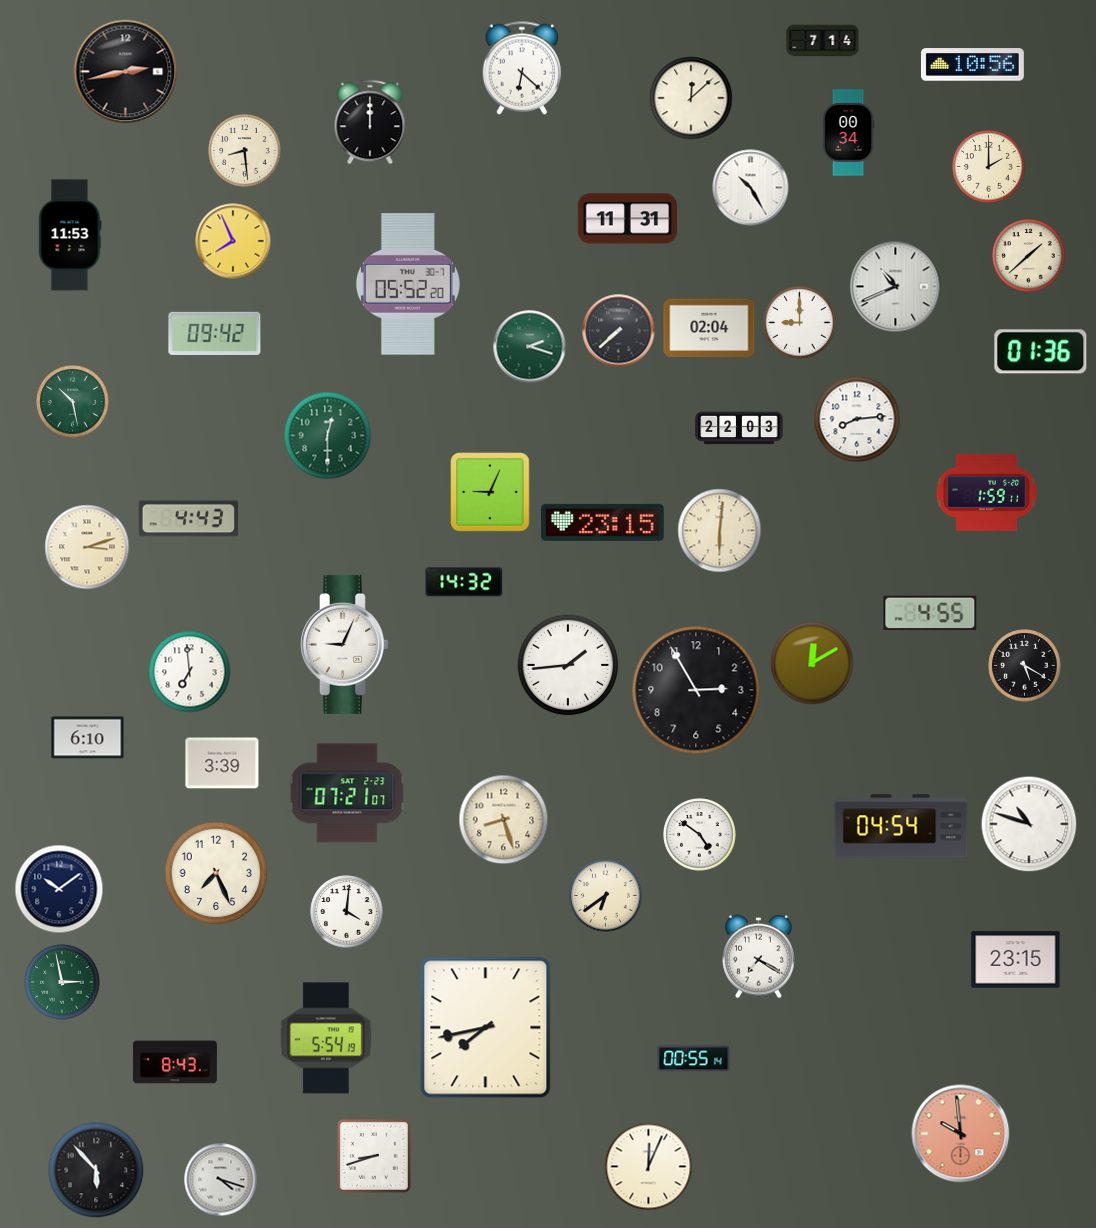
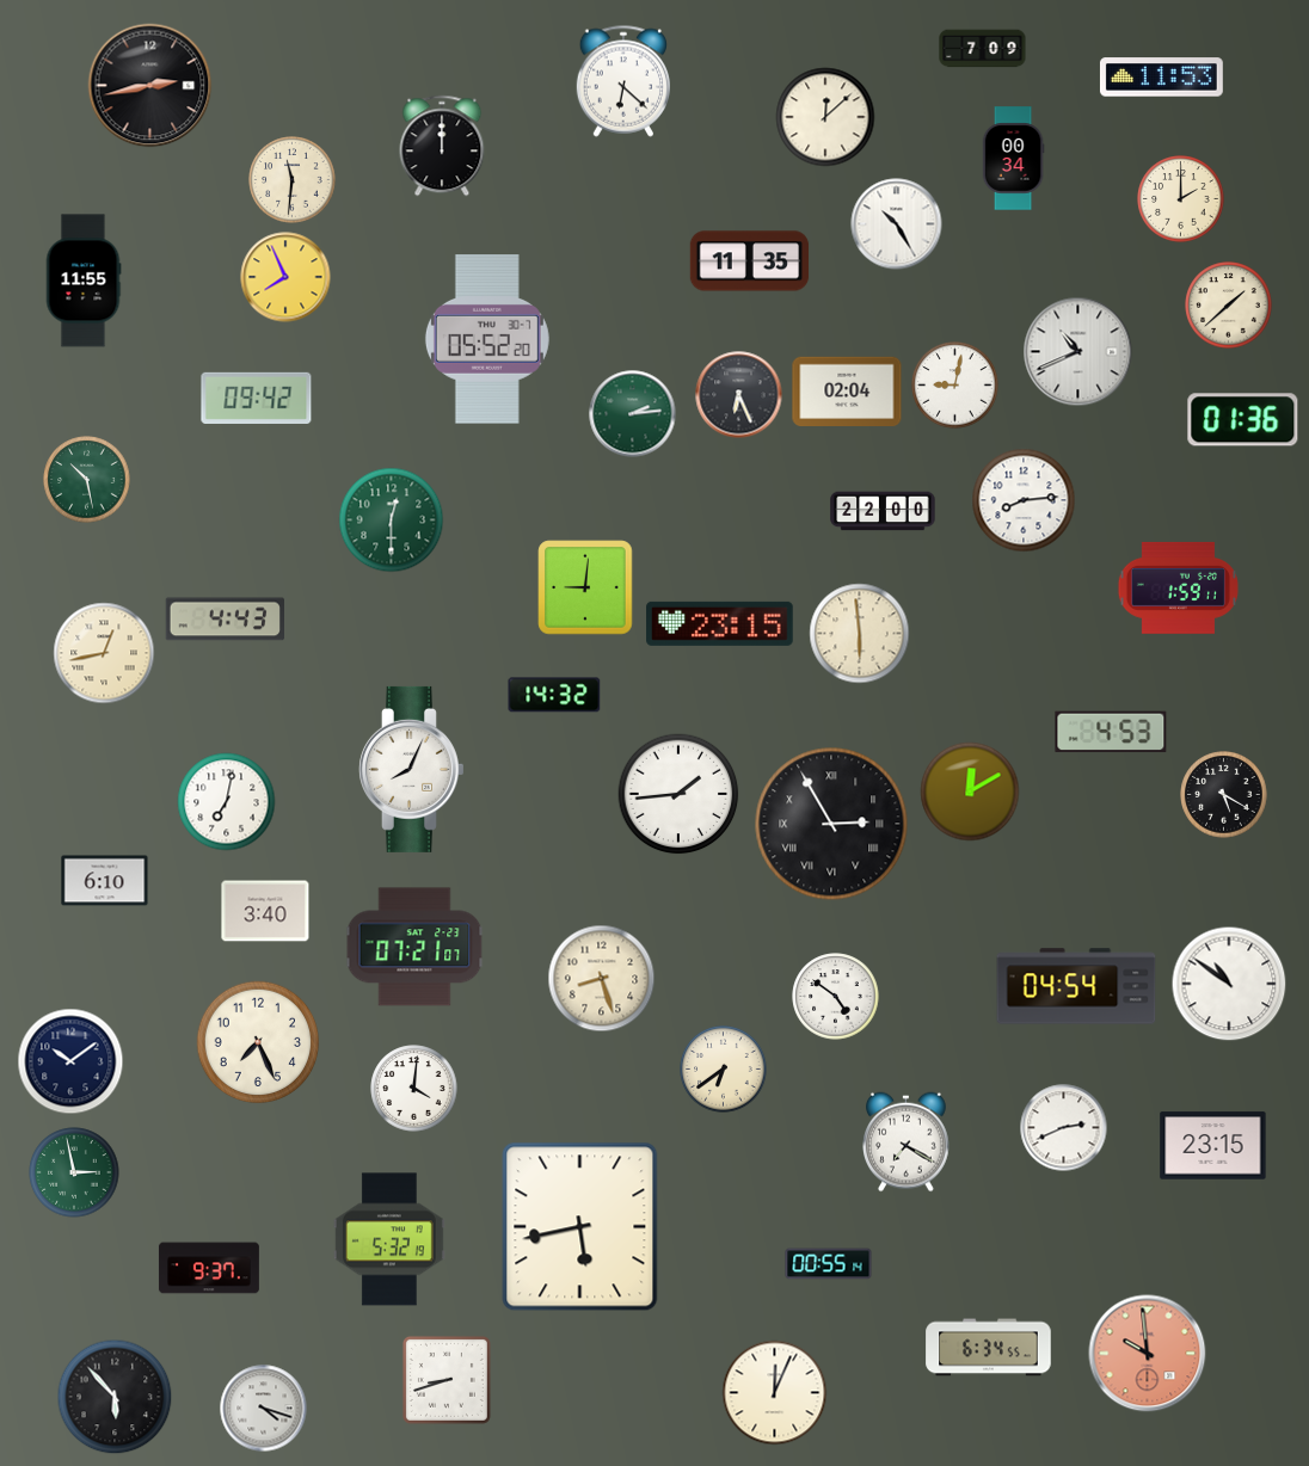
clock at (823, 41): 7:14 -> 7:09
clock at (972, 65): 10:56 -> 11:53
clock at (245, 151): 8:29 -> 11:31
clock at (628, 219): 11:31 -> 11:35
clock at (70, 235): 11:53 -> 11:55
clock at (233, 241) position: (233, 241) -> (285, 277)
clock at (896, 287) position: (896, 287) -> (1078, 352)
clock at (800, 323): 9:00 -> 9:02
clock at (619, 331): 7:38 -> 6:26
clock at (530, 347): 2:18 -> 2:14
clock at (739, 428): 22:03 -> 22:00
clock at (490, 492): 9:04 -> 9:01
clock at (720, 531): 6:01 -> 5:59
clock at (87, 547): 3:12 -> 12:43
clock at (930, 613): 4:55 -> 4:53
clock at (345, 644): 9:04 -> 8:04
clock at (190, 672): 6:59 -> 7:02
clock at (696, 690) numerals: Arabic -> Roman
clock at (222, 763): 3:39 -> 3:40
clock at (1029, 824): 10:48 -> 10:51
clock at (1064, 1128): none -> 2:41
clock at (486, 1028): 7:43 -> 5:43
clock at (326, 1038): 5:54 -> 5:32
clock at (175, 1062): 8:43 -> 9:37
clock at (989, 1348): none -> 6:34
